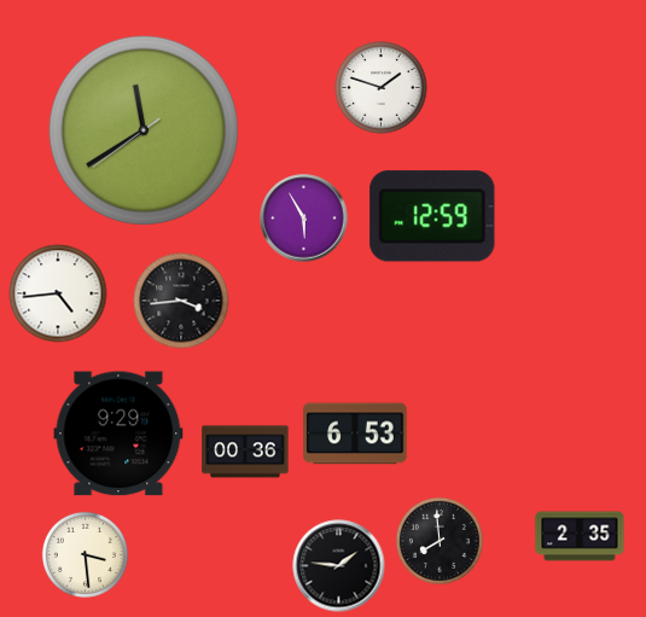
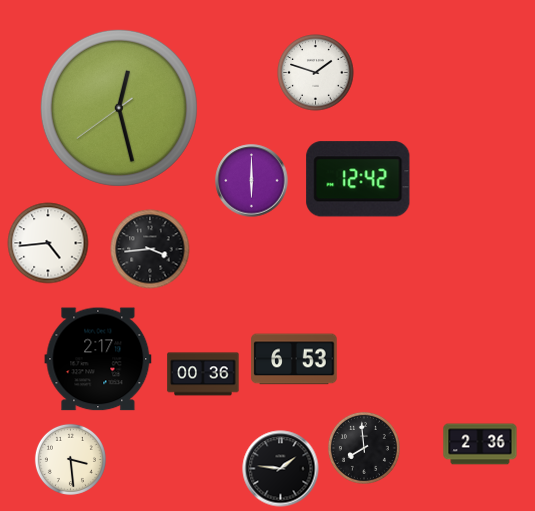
clock at (144, 130): 11:39 -> 12:27
clock at (432, 216): 12:59 -> 12:42
clock at (304, 219): 5:55 -> 6:00
clock at (118, 433): 9:29 -> 2:17
clock at (580, 536): 2:35 -> 2:36
